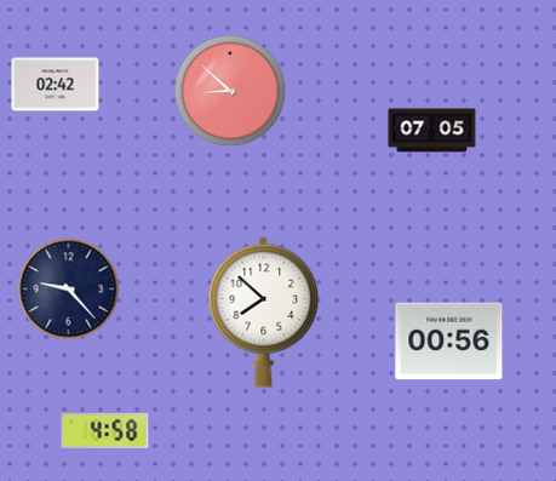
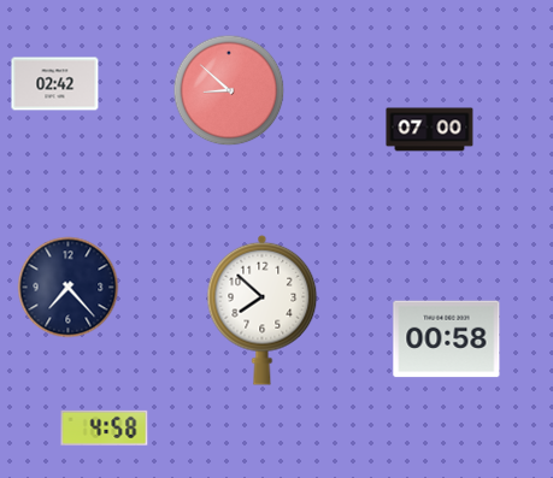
clock at (432, 131): 07:05 -> 07:00
clock at (69, 290): 9:23 -> 7:23
clock at (449, 342): 00:56 -> 00:58
